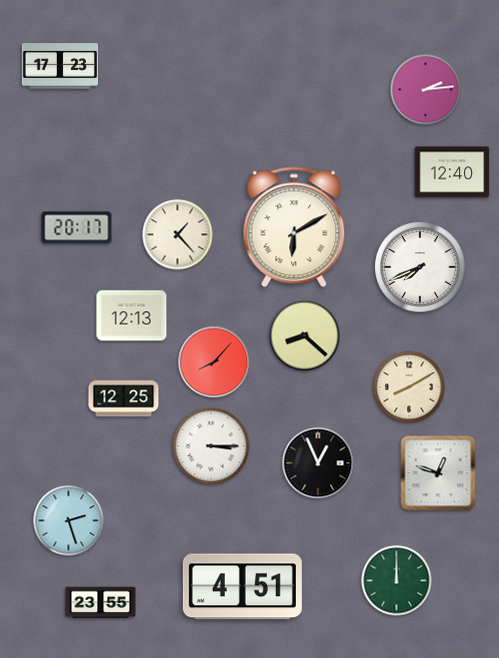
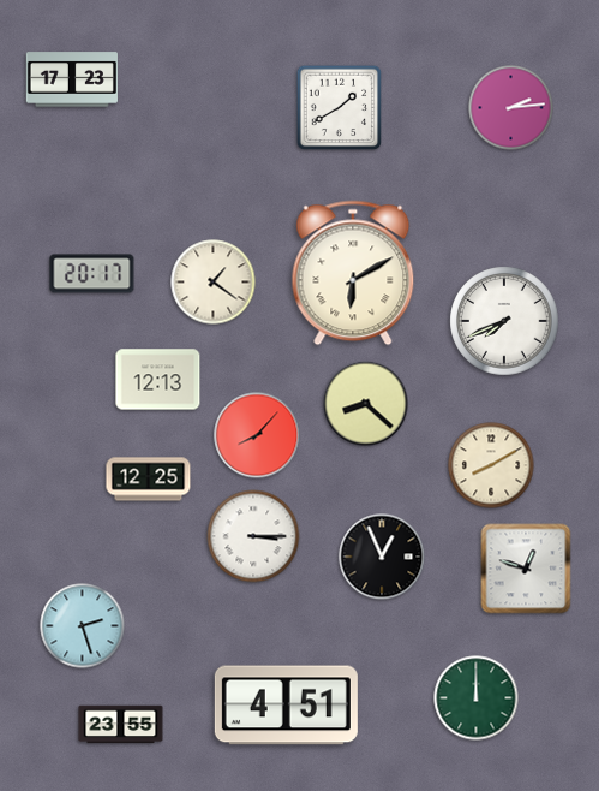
clock at (340, 108): none -> 1:40
clock at (452, 172): 12:40 -> none
clock at (178, 235): 1:23 -> 1:21
clock at (242, 587) position: (242, 587) -> (286, 706)
